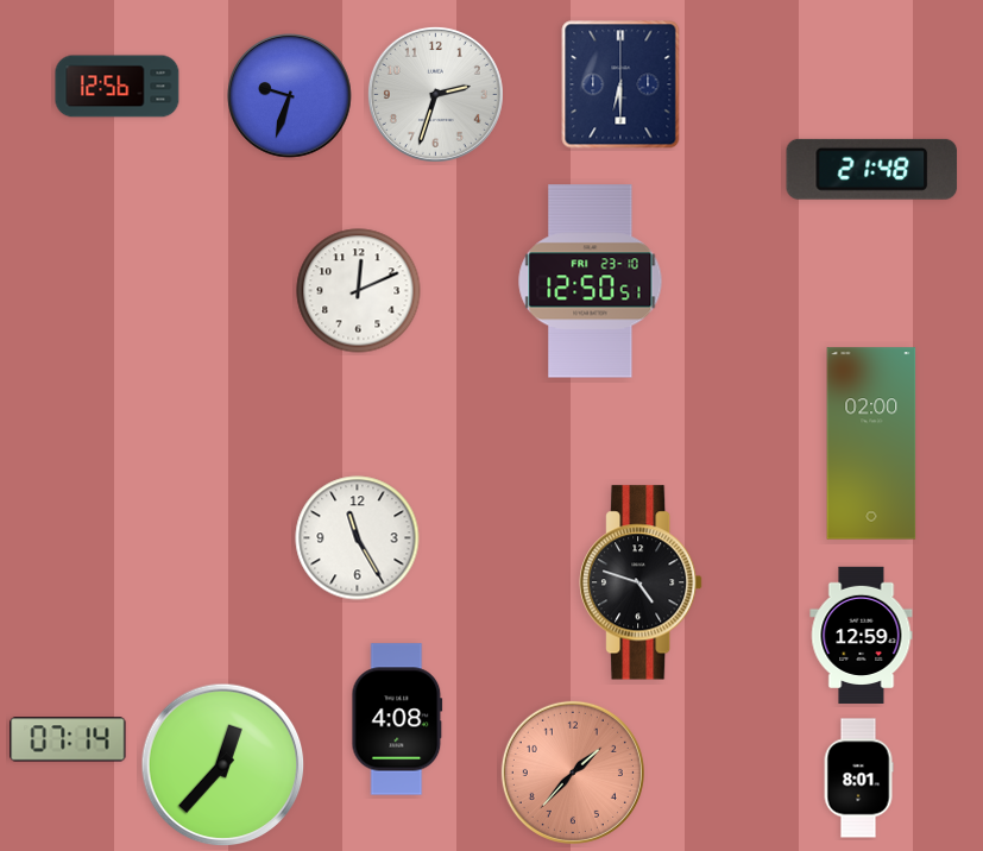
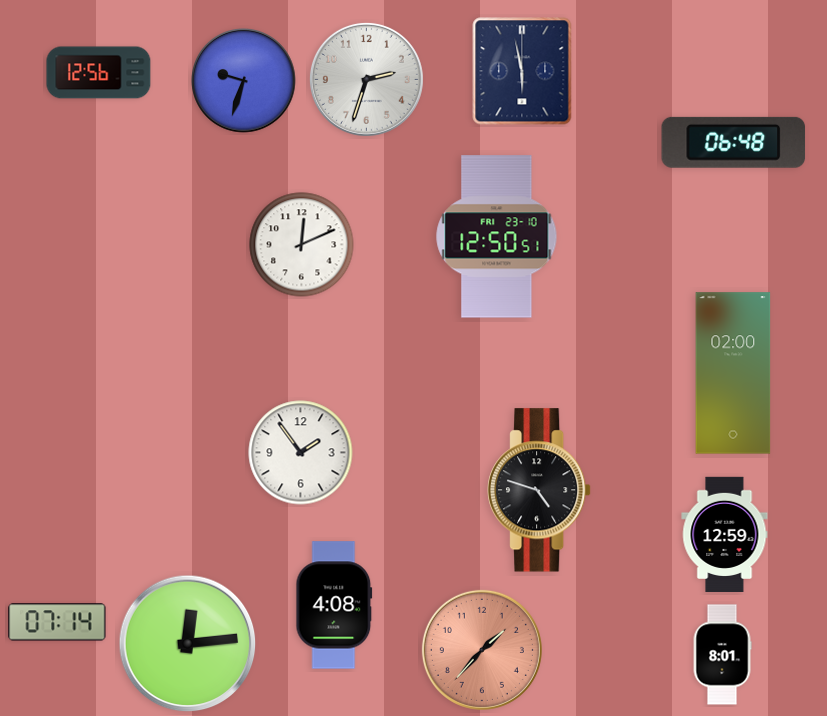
clock at (620, 84): 6:30 -> 5:58
clock at (872, 169): 21:48 -> 06:48
clock at (358, 538): 11:25 -> 1:54
clock at (223, 765): 12:37 -> 12:14
